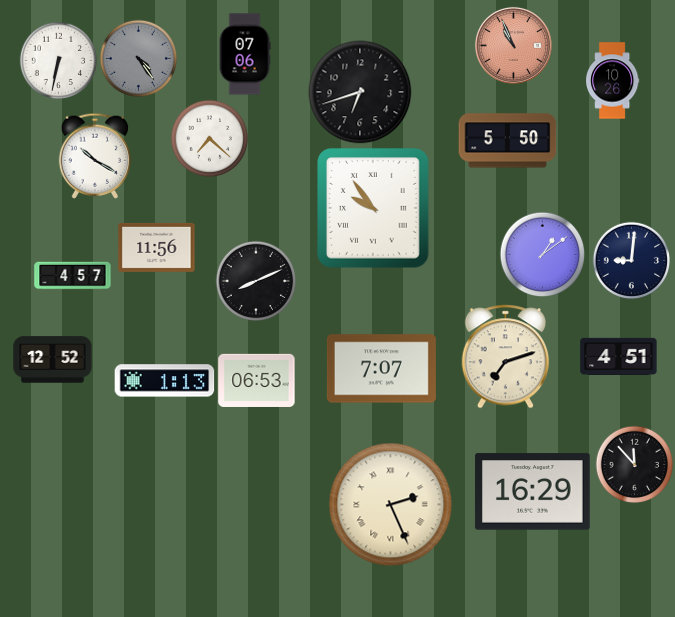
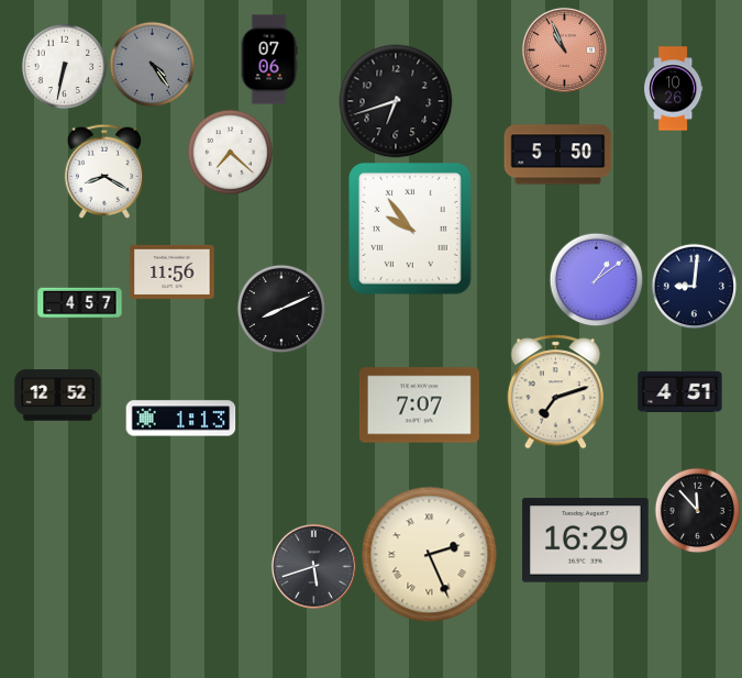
clock at (94, 156): 10:20 -> 8:20
clock at (257, 380): 06:53 -> none
clock at (313, 566): none -> 5:42
